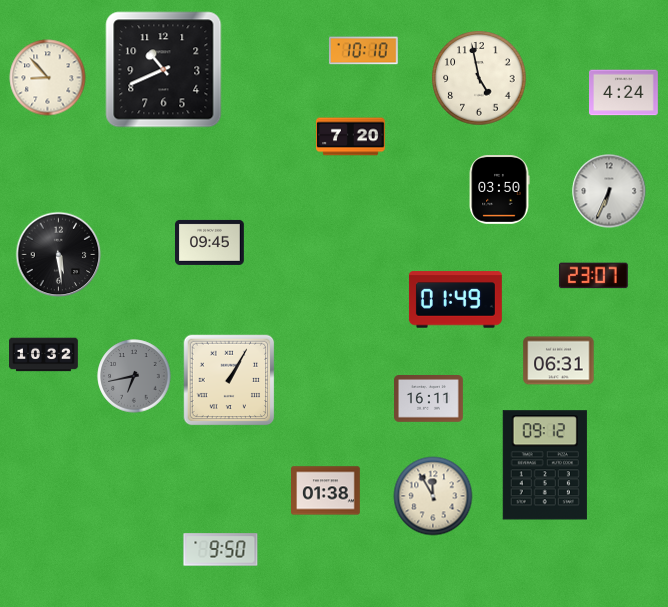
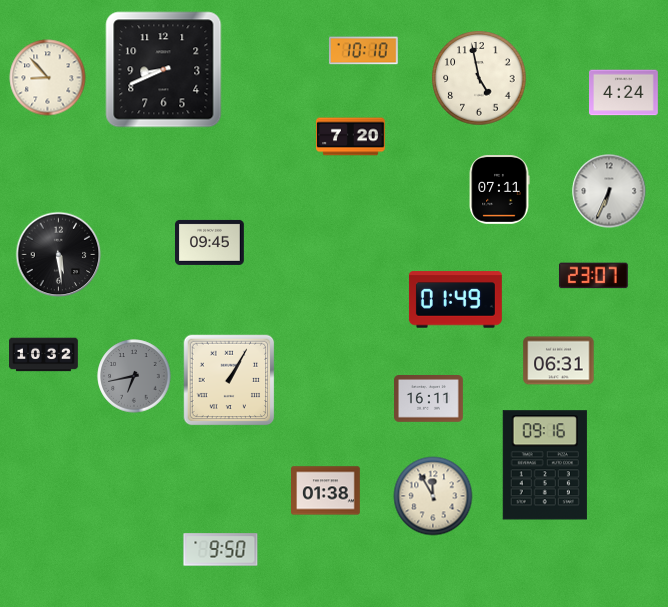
clock at (164, 70): 10:41 -> 8:41
clock at (499, 190): 03:50 -> 07:11
clock at (545, 465): 09:12 -> 09:16
